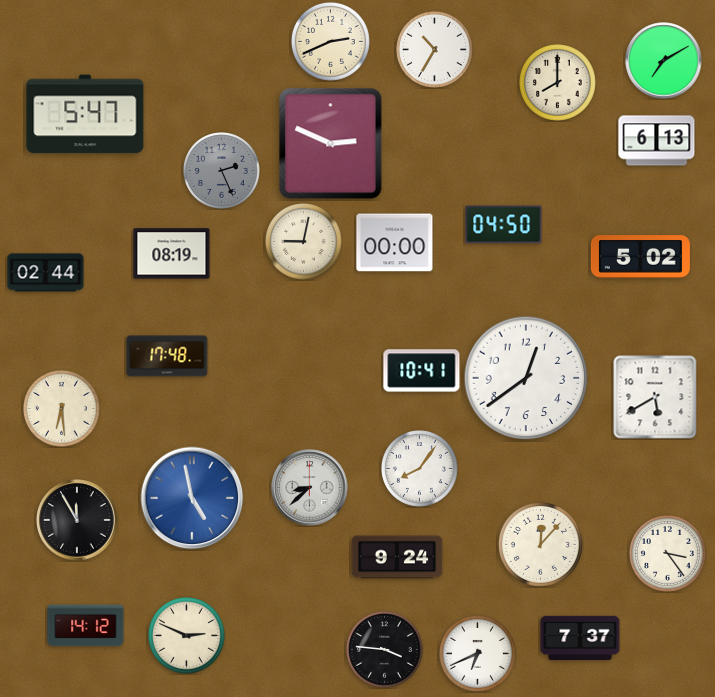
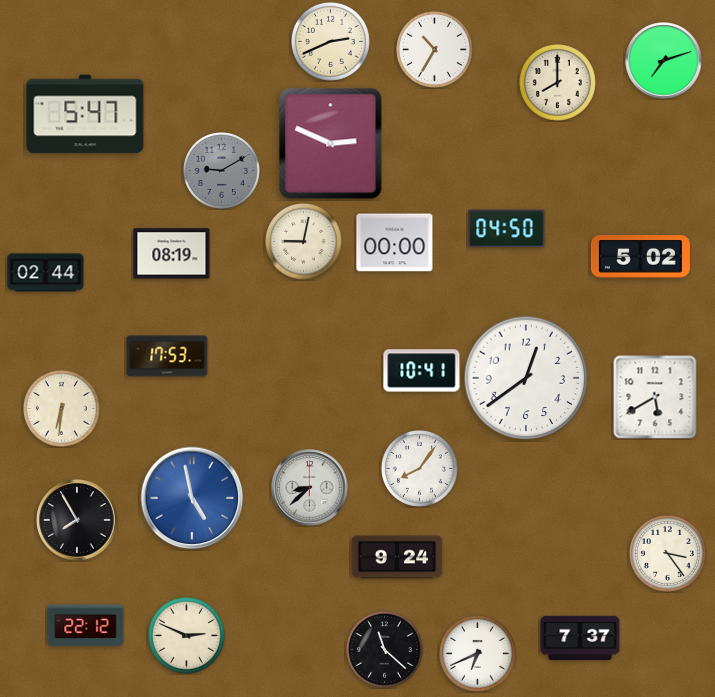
clock at (664, 61): 7:10 -> 7:12
clock at (657, 141): 6:13 -> none
clock at (222, 171): 2:26 -> 9:10
clock at (504, 225) position: (504, 225) -> (507, 229)
clock at (167, 356): 17:48 -> 17:53
clock at (62, 409): 6:29 -> 6:31
clock at (77, 520): 11:55 -> 7:55
clock at (540, 544): 12:07 -> none
clock at (86, 626): 14:12 -> 22:12
clock at (385, 650): 3:46 -> 11:22
